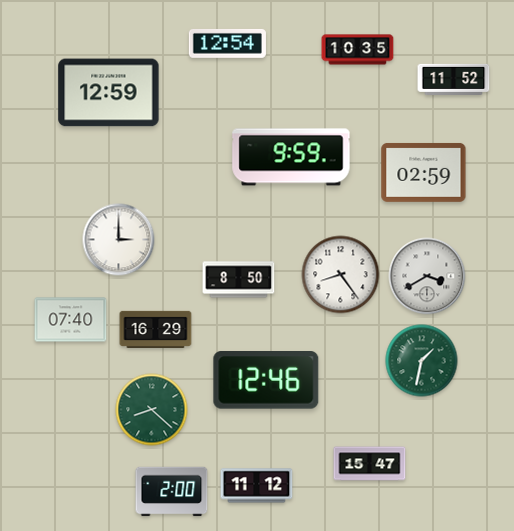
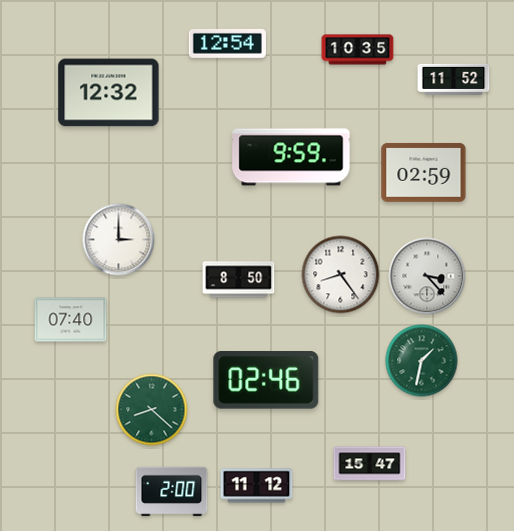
clock at (109, 93): 12:59 -> 12:32
clock at (427, 276): 3:40 -> 3:23
clock at (156, 329): 16:29 -> none
clock at (266, 380): 12:46 -> 02:46
